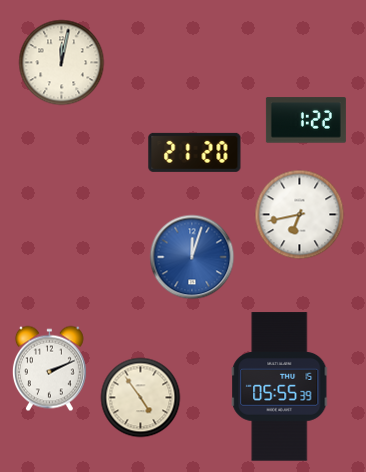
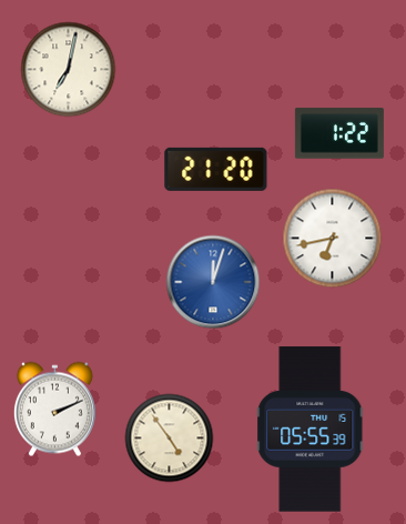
clock at (62, 63): 12:02 -> 7:02
clock at (192, 257) position: (192, 257) -> (213, 282)
clock at (141, 398) position: (141, 398) -> (170, 439)
